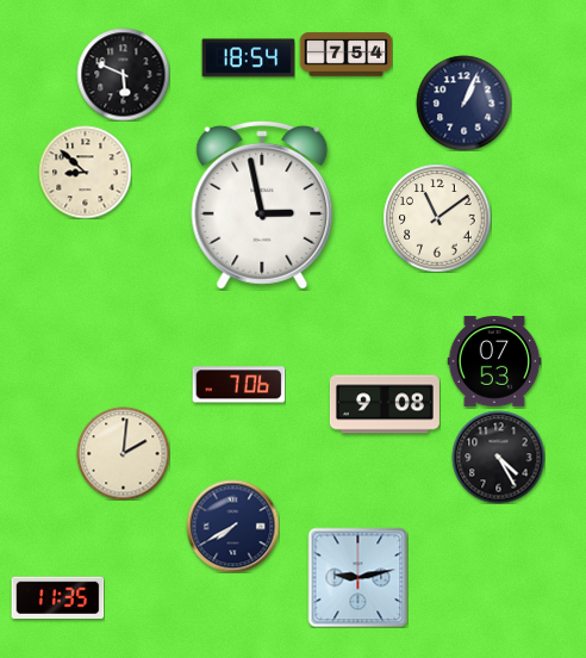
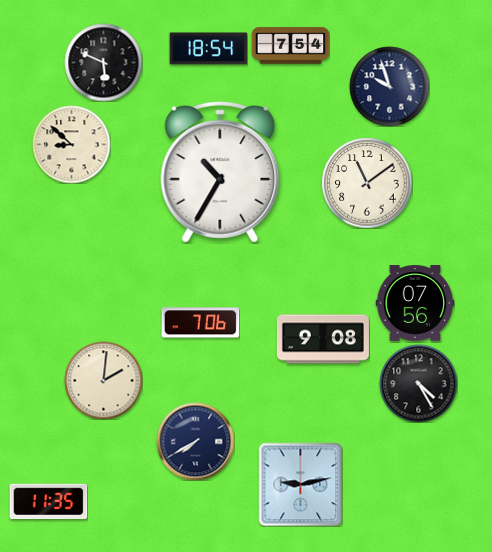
clock at (463, 103): 1:04 -> 9:57
clock at (262, 205): 2:58 -> 10:35
clock at (494, 361): 07:53 -> 07:56
